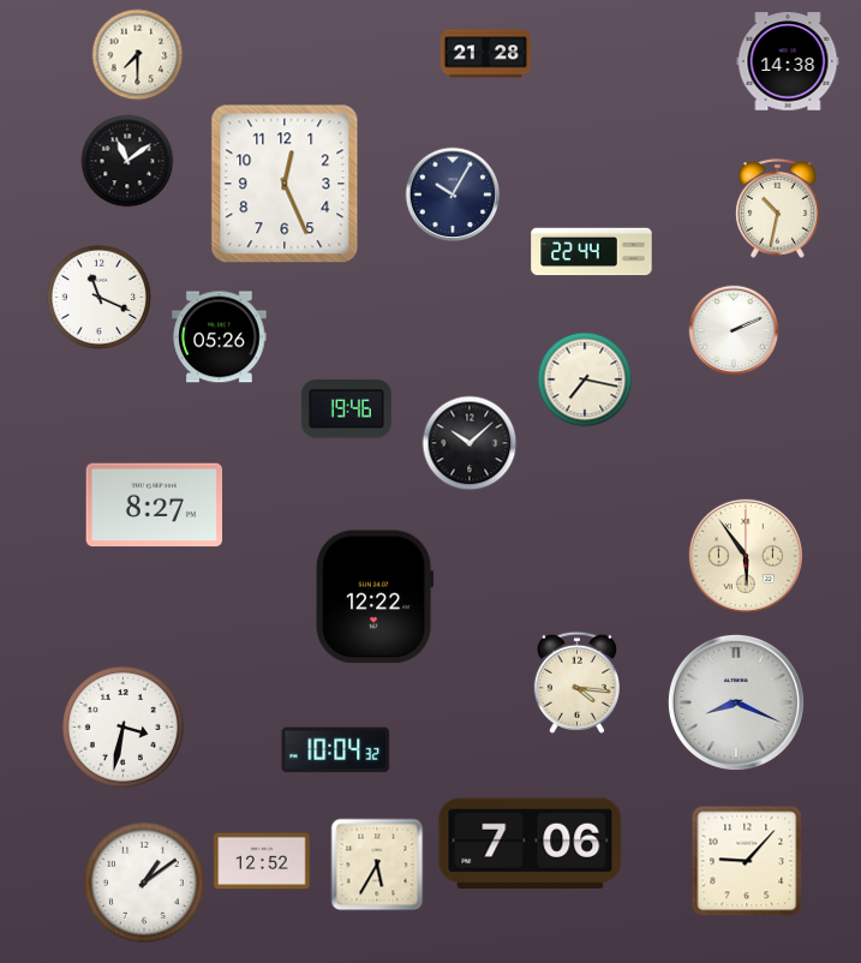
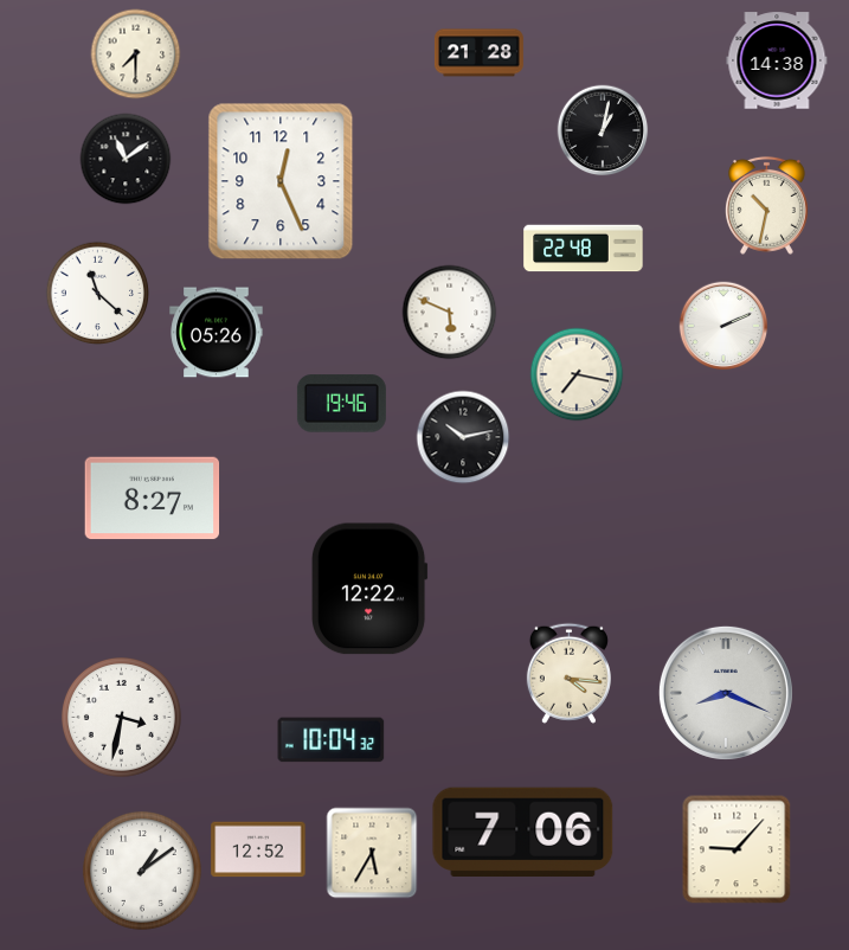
clock at (603, 130): none -> 1:02
clock at (453, 195): 10:05 -> none
clock at (592, 252): 22:44 -> 22:48
clock at (100, 298): 11:19 -> 11:22
clock at (450, 313): none -> 5:49
clock at (470, 443): 10:08 -> 10:13
clock at (746, 556): 5:54 -> none
